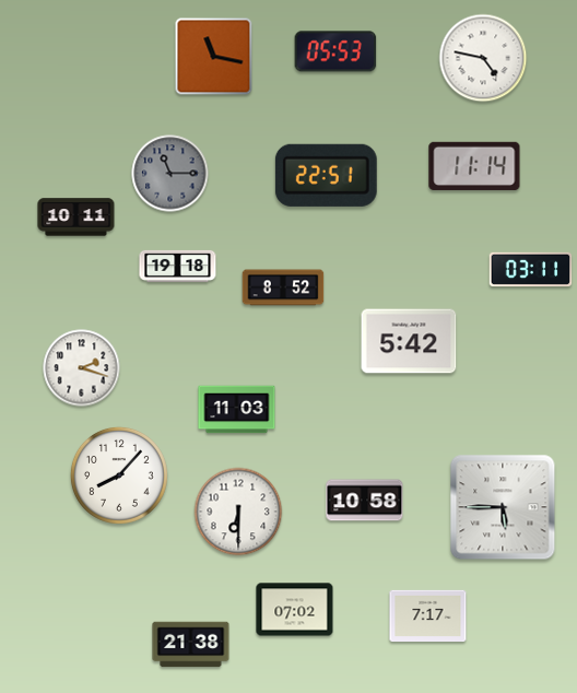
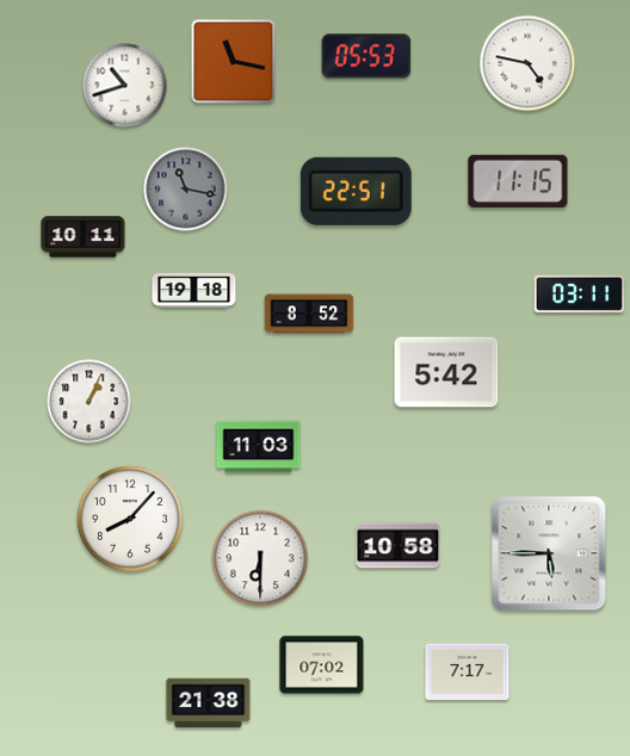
clock at (125, 86): none -> 10:42
clock at (474, 166): 11:14 -> 11:15
clock at (170, 174): 11:15 -> 11:17
clock at (82, 368): 2:18 -> 1:04
